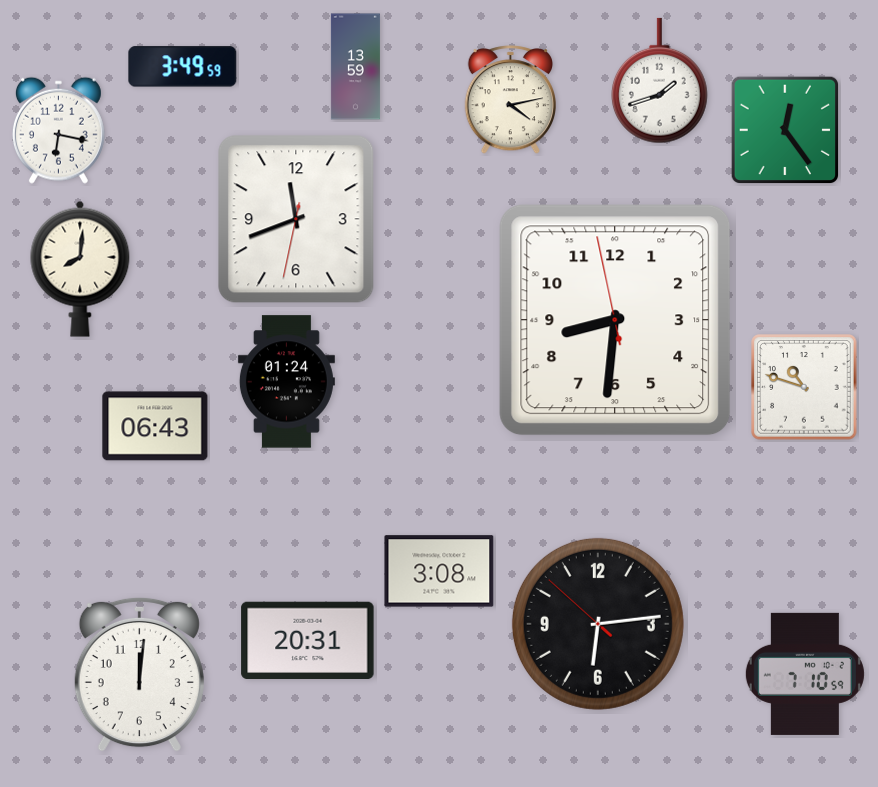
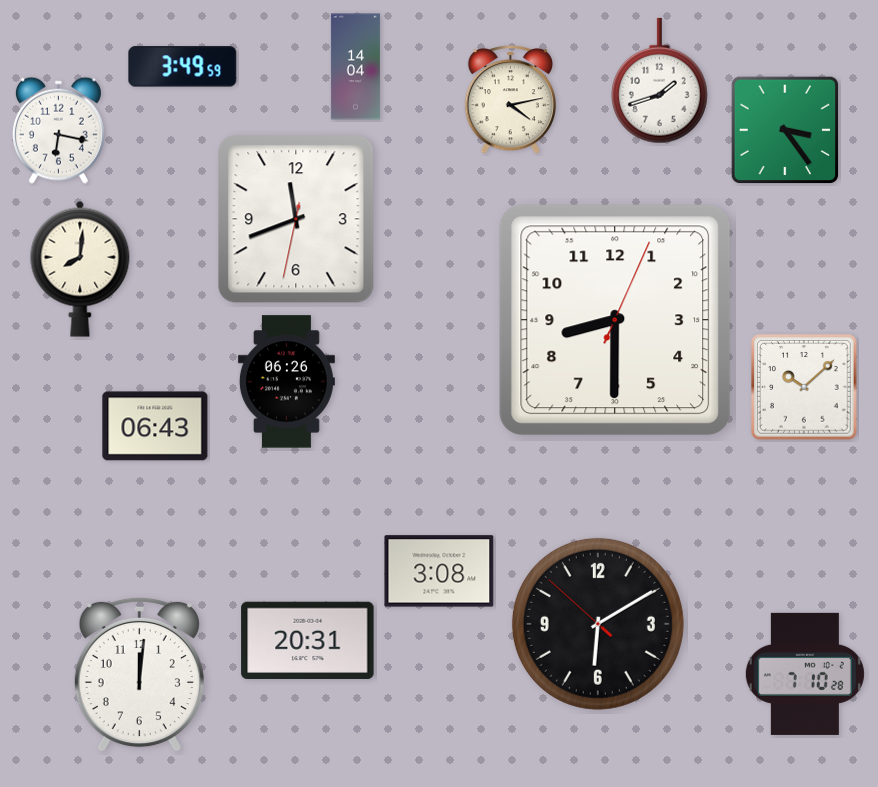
clock at (355, 67): 13:59 -> 14:04
clock at (784, 129): 12:24 -> 3:24
clock at (615, 320): 8:30:58 -> 8:30:04
clock at (286, 382): 01:24 -> 06:26
clock at (804, 387): 10:48 -> 10:08
clock at (598, 624): 6:13 -> 6:09
clock at (805, 674): 7:10:59 -> 7:10:28
